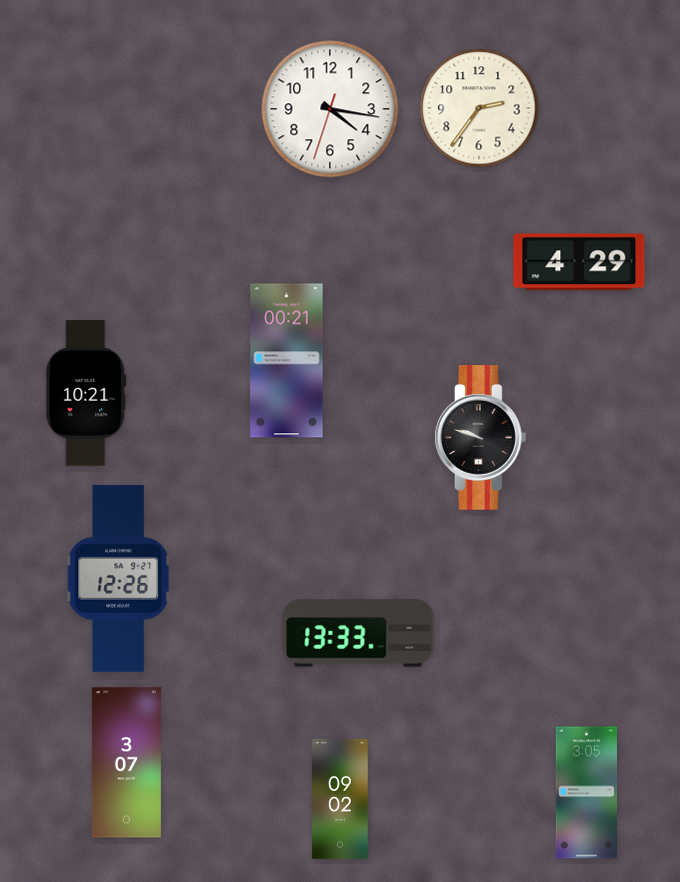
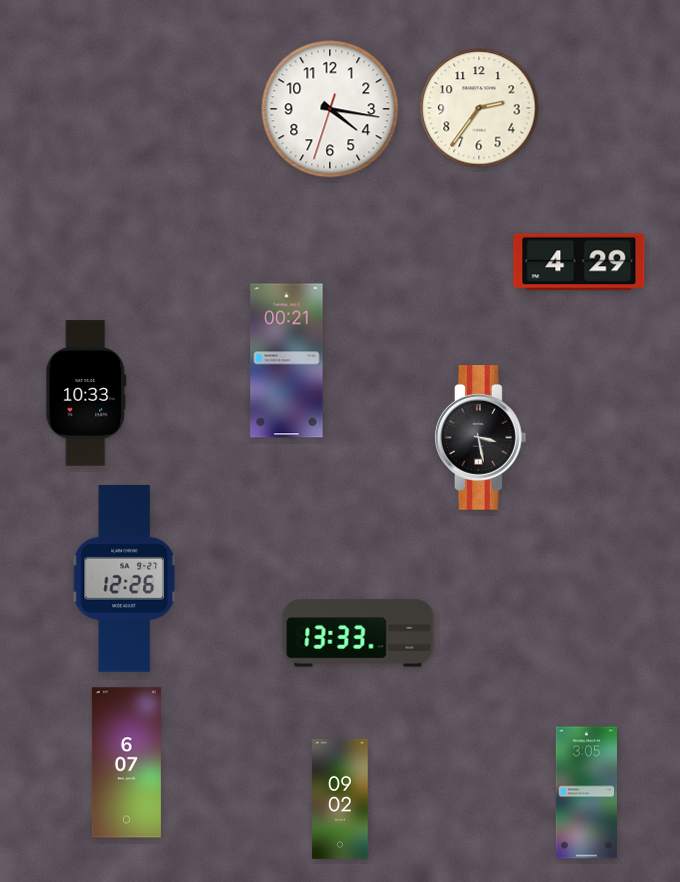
clock at (86, 393): 10:21 -> 10:33
clock at (480, 438): 9:48 -> 3:28
clock at (119, 578) position: (119, 578) -> (125, 578)
clock at (126, 763): 3:07 -> 6:07
